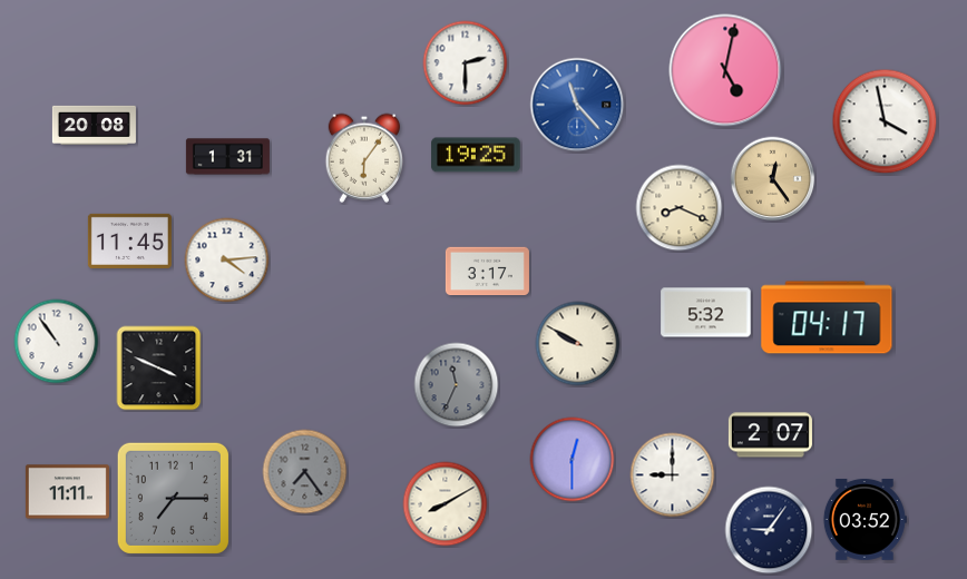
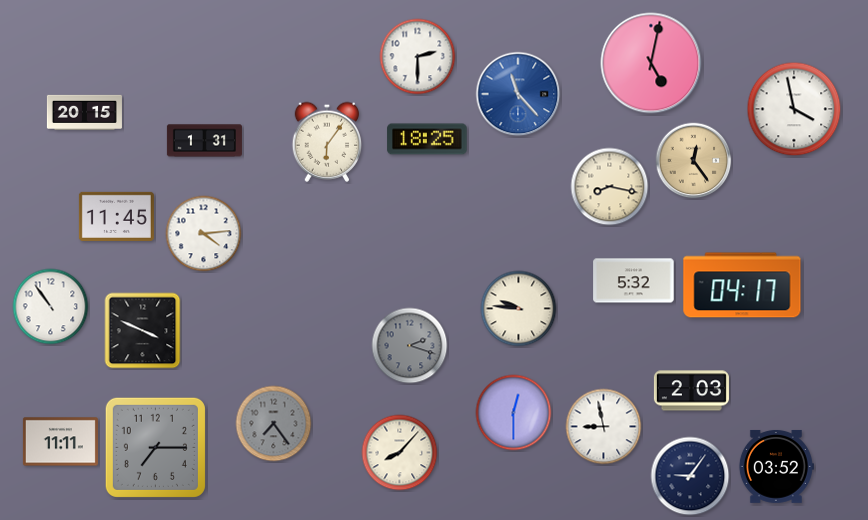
clock at (94, 125): 20:08 -> 20:15
clock at (476, 155): 19:25 -> 18:25
clock at (680, 208): 8:19 -> 8:17
clock at (487, 272): 3:17 -> none
clock at (578, 344): 9:50 -> 9:46
clock at (457, 385): 11:34 -> 2:18
clock at (770, 435): 2:07 -> 2:03
clock at (673, 475): 9:00 -> 8:58
clock at (446, 504): 8:10 -> 8:07
